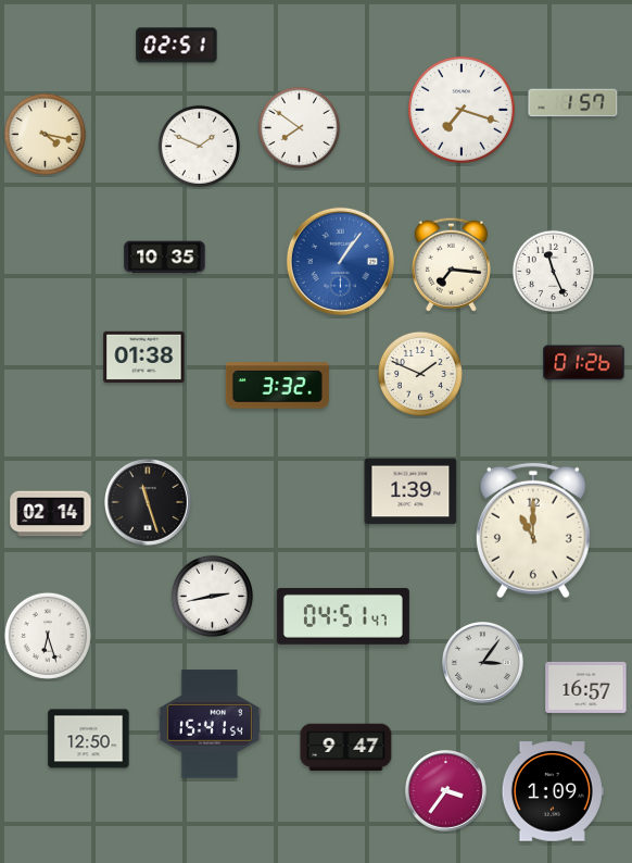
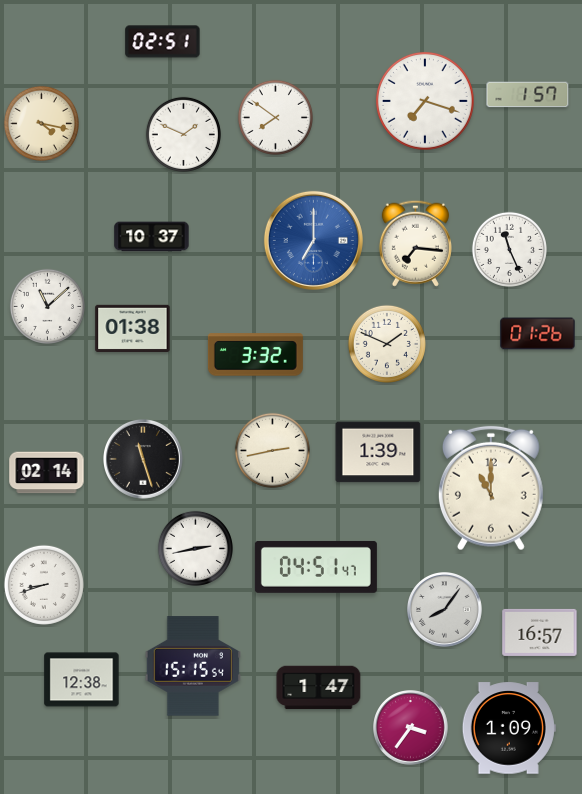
clock at (165, 258): 10:35 -> 10:37
clock at (340, 261): 1:06 -> 7:00
clock at (47, 306): none -> 11:08
clock at (272, 450): none -> 2:43
clock at (149, 503) position: (149, 503) -> (144, 460)
clock at (48, 636): 6:27 -> 8:42
clock at (483, 663): 3:06 -> 8:06
clock at (210, 724): 15:41 -> 15:15
clock at (89, 739): 12:50 -> 12:38
clock at (346, 748): 9:47 -> 1:47
